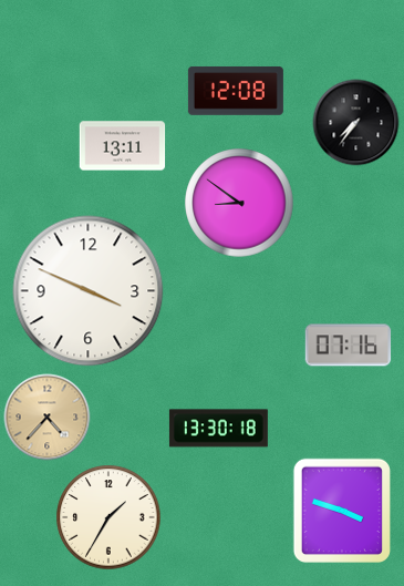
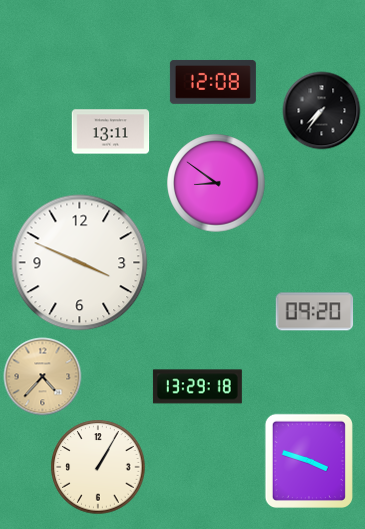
clock at (348, 346): 07:16 -> 09:20
clock at (218, 429): 13:30 -> 13:29
clock at (108, 517): 1:35 -> 1:05
